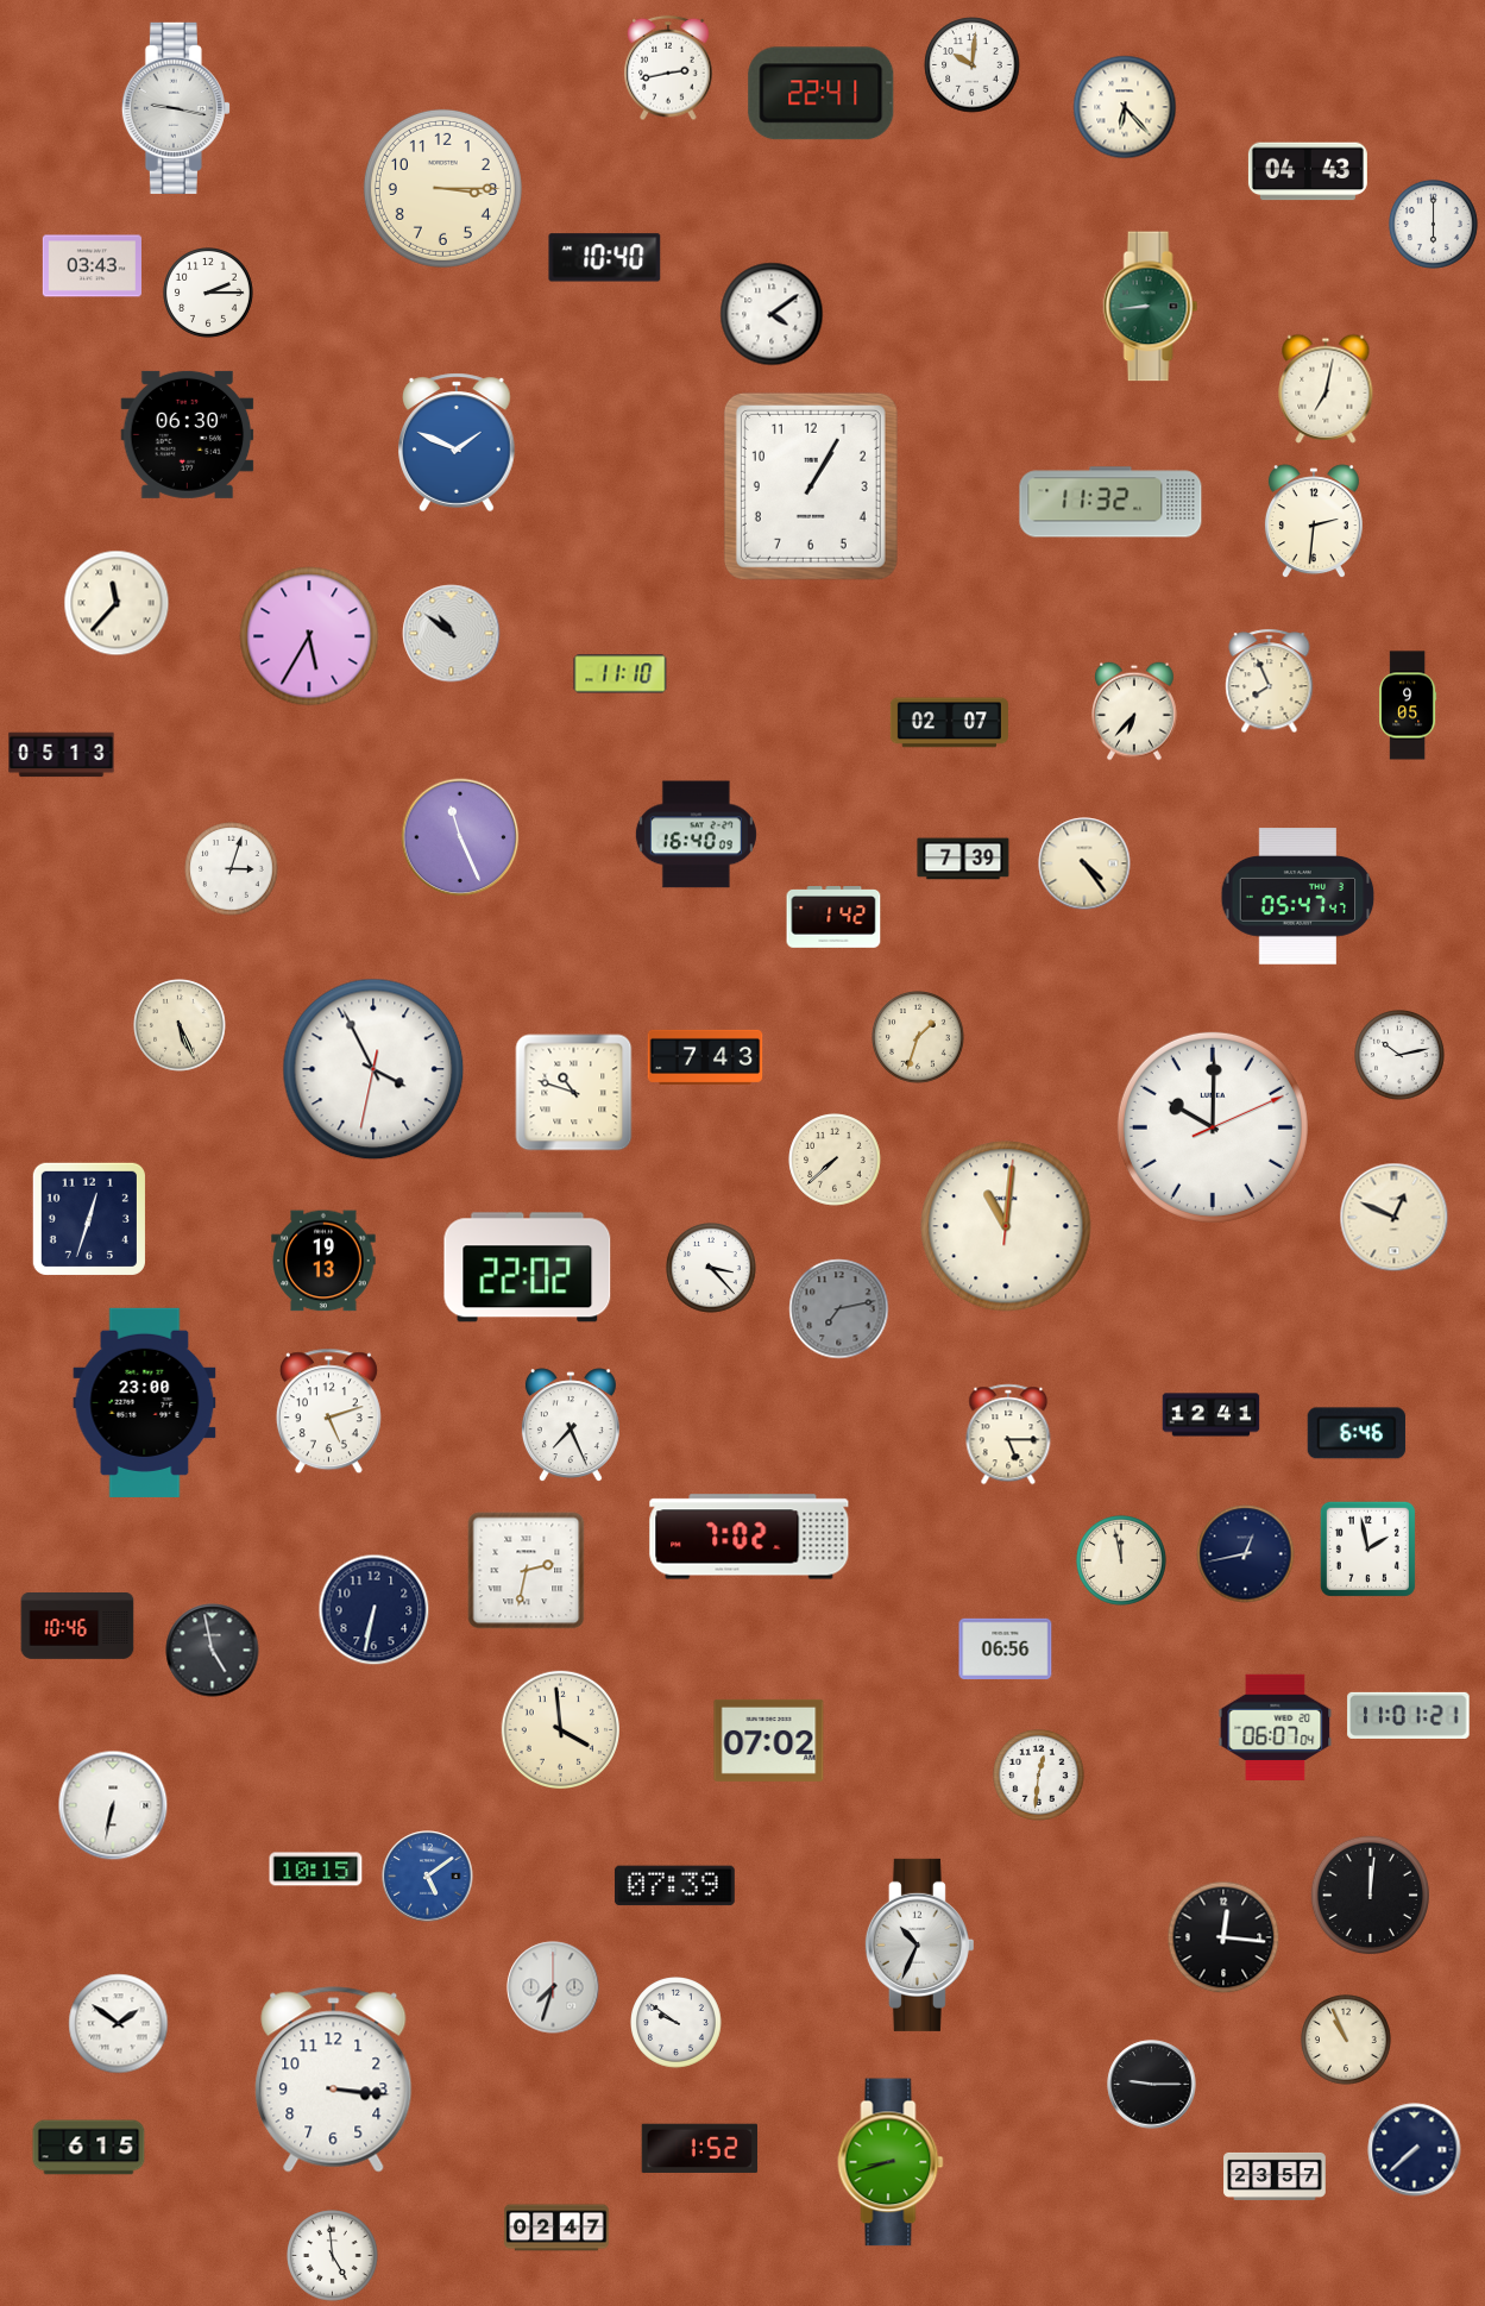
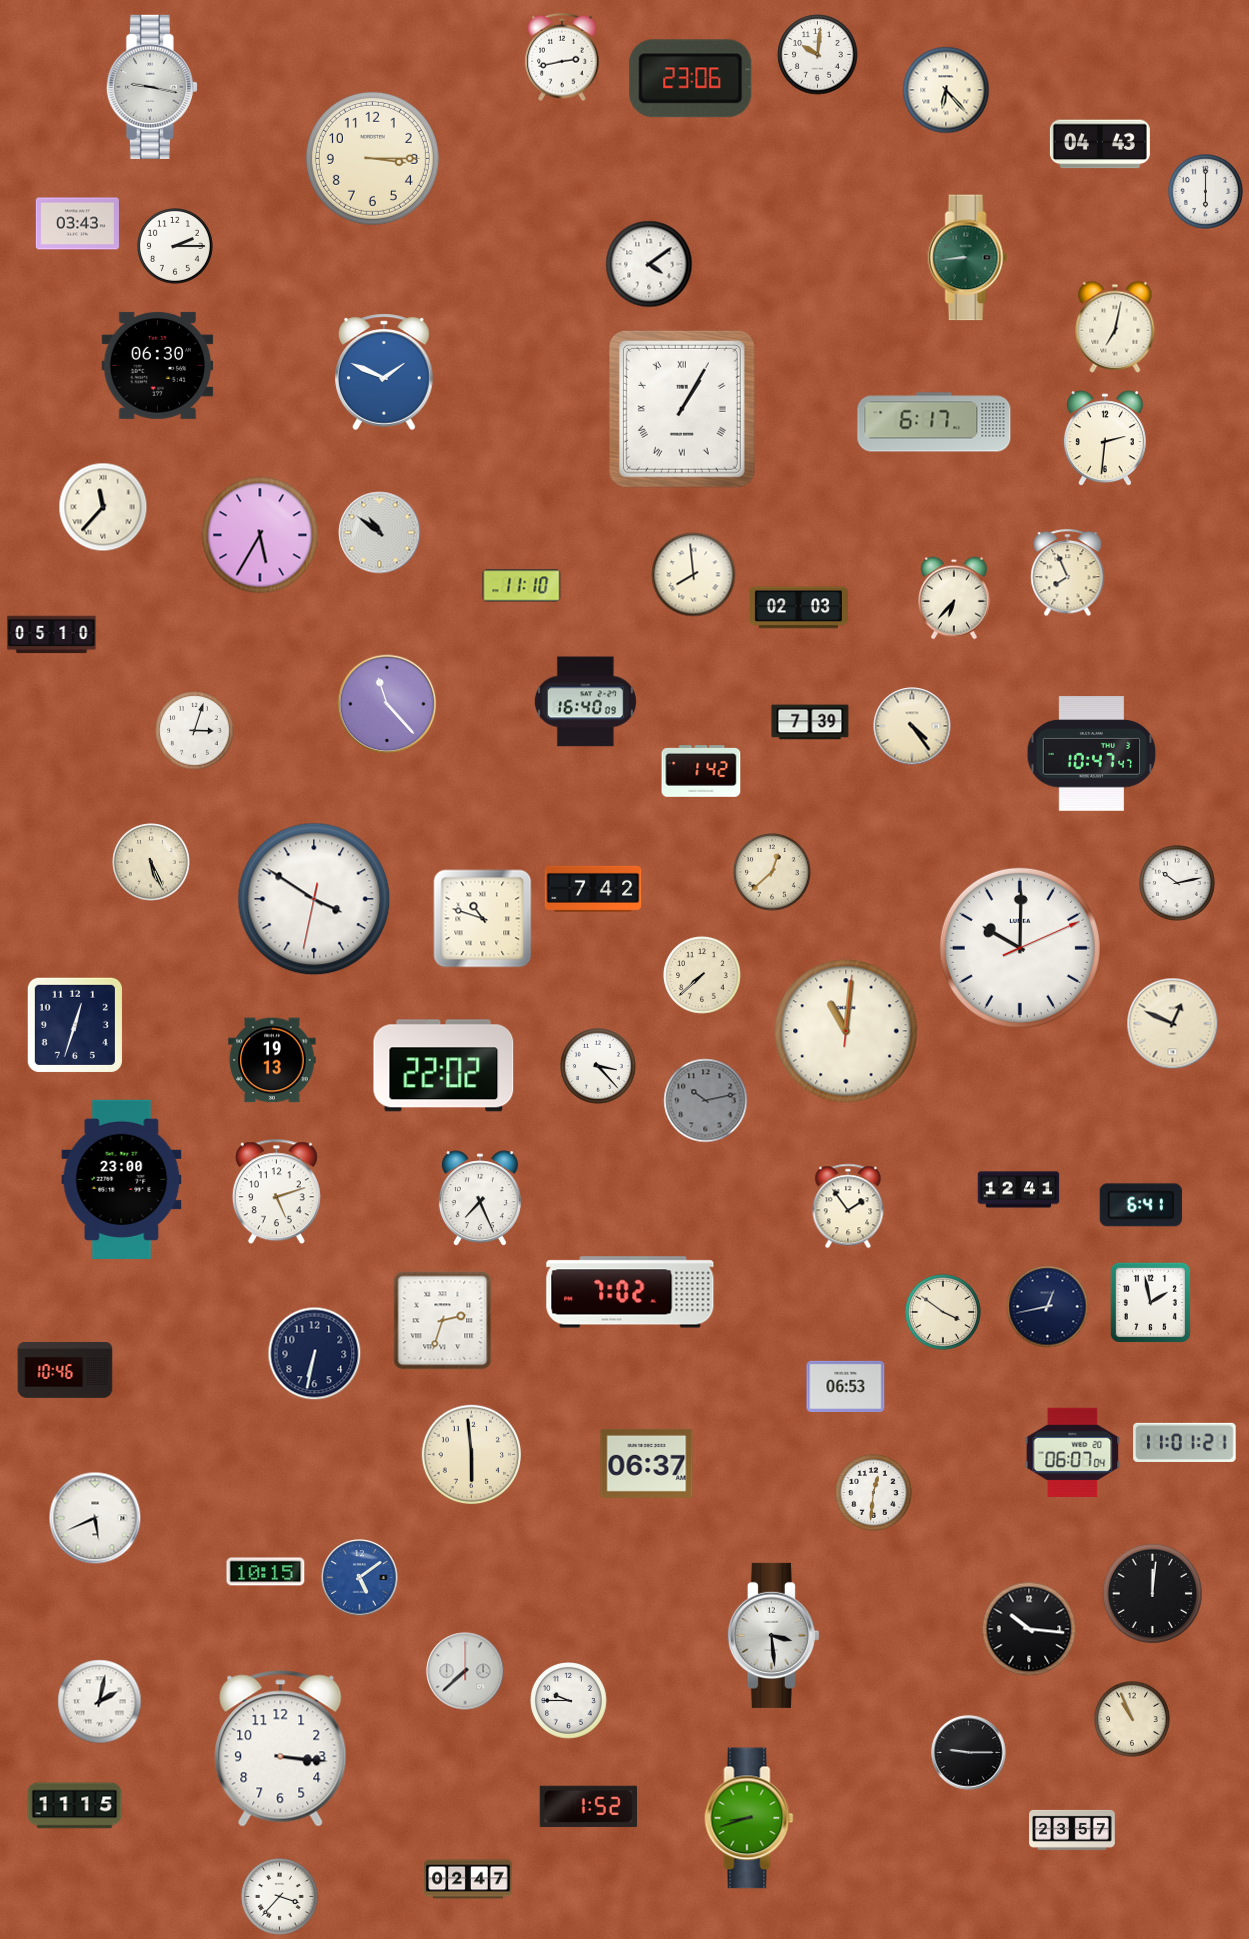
clock at (822, 94): 22:41 -> 23:06
clock at (176, 108) position: (176, 108) -> (152, 87)
clock at (1433, 224) position: (1433, 224) -> (1205, 191)
clock at (605, 258): 10:40 -> none
clock at (811, 486) numerals: Arabic -> Roman
clock at (1110, 502): 11:32 -> 6:17
clock at (117, 603) position: (117, 603) -> (103, 507)
clock at (621, 674) position: (621, 674) -> (522, 586)
clock at (694, 575): none -> 7:59
clock at (1408, 705): 9:05 -> none
clock at (949, 723): 02:07 -> 02:03
clock at (62, 755): 05:13 -> 05:10
clock at (460, 837): 11:26 -> 11:23
clock at (1298, 897): 05:47 -> 10:47
clock at (918, 1037): 1:33 -> 12:38
clock at (1401, 1056) position: (1401, 1056) -> (1178, 884)
clock at (705, 1057): 7:43 -> 7:42
clock at (373, 1069): 3:55 -> 3:50
clock at (839, 1309): 7:13 -> 10:13
clock at (328, 1412) position: (328, 1412) -> (276, 1192)
clock at (1357, 1433): 6:46 -> 6:41
clock at (1008, 1434): 5:15 -> 1:54
clock at (1122, 1562): 11:58 -> 3:51
clock at (527, 1571): 2:32 -> 2:33
clock at (77, 1627) position: (77, 1627) -> (65, 1371)
clock at (1006, 1648): 06:56 -> 06:53
clock at (213, 1651): 4:58 -> none
clock at (560, 1729): 3:59 -> 5:59
clock at (769, 1740): 07:02 -> 06:37
clock at (113, 1805): 6:32 -> 5:41
clock at (674, 1886): 07:39 -> none
clock at (1223, 1937): 12:16 -> 10:16
clock at (919, 1944): 10:34 -> 3:29
clock at (553, 1987): 7:33 -> 7:38
clock at (677, 2023): 9:51 -> 9:45
clock at (119, 2024): 1:51 -> 2:02
clock at (1347, 2041) position: (1347, 2041) -> (1133, 1720)
clock at (89, 2148): 6:15 -> 11:15
clock at (1415, 2150): 7:38 -> none
clock at (556, 2228) position: (556, 2228) -> (468, 1879)
clock at (333, 2256): 4:59 -> 3:37
